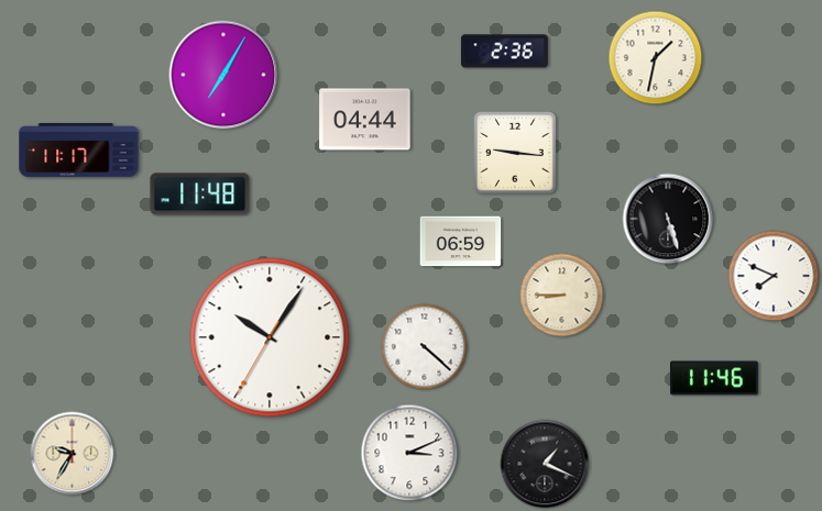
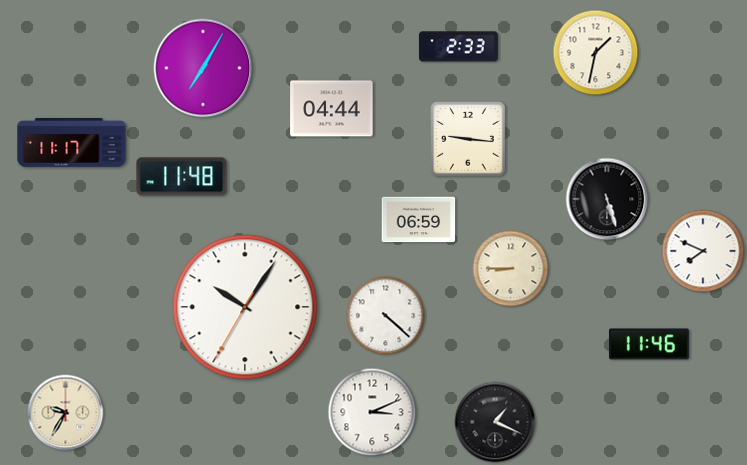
clock at (504, 52): 2:36 -> 2:33
clock at (79, 151) position: (79, 151) -> (72, 143)
